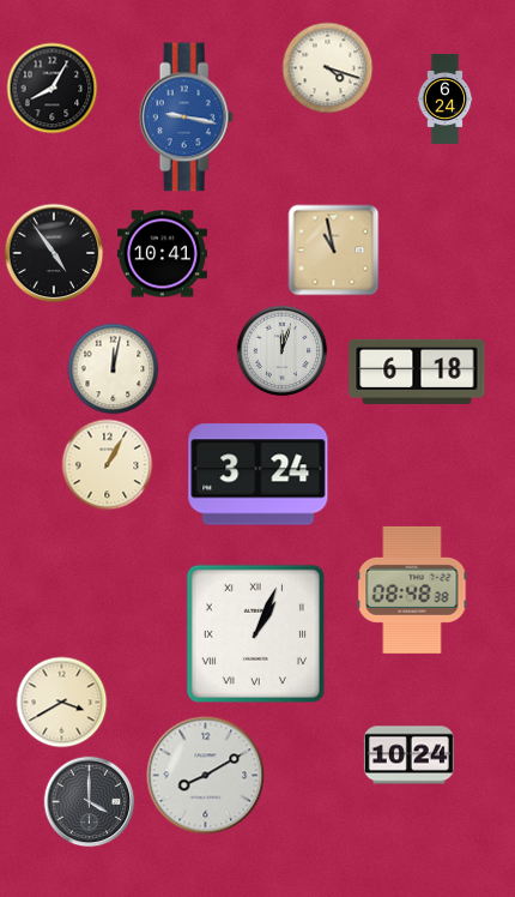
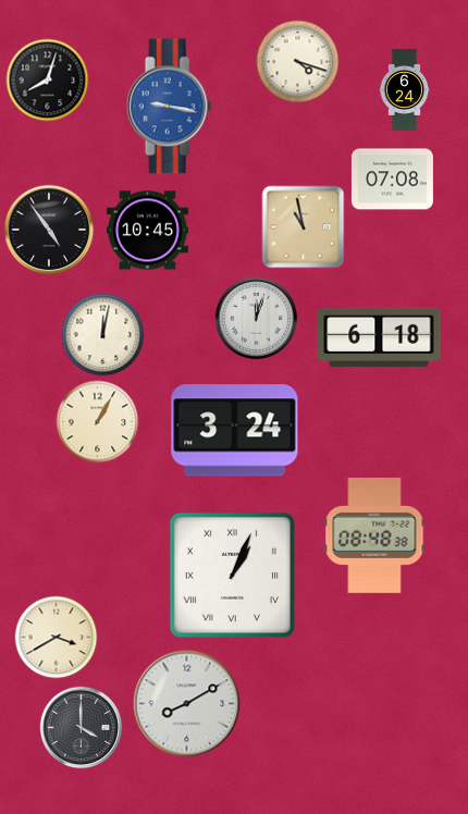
clock at (53, 89): 8:05 -> 8:03
clock at (392, 180): none -> 07:08
clock at (162, 254): 10:41 -> 10:45
clock at (408, 755): 10:24 -> none
